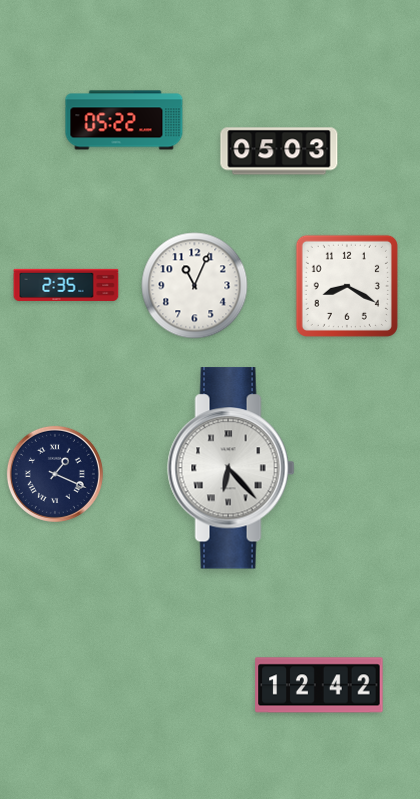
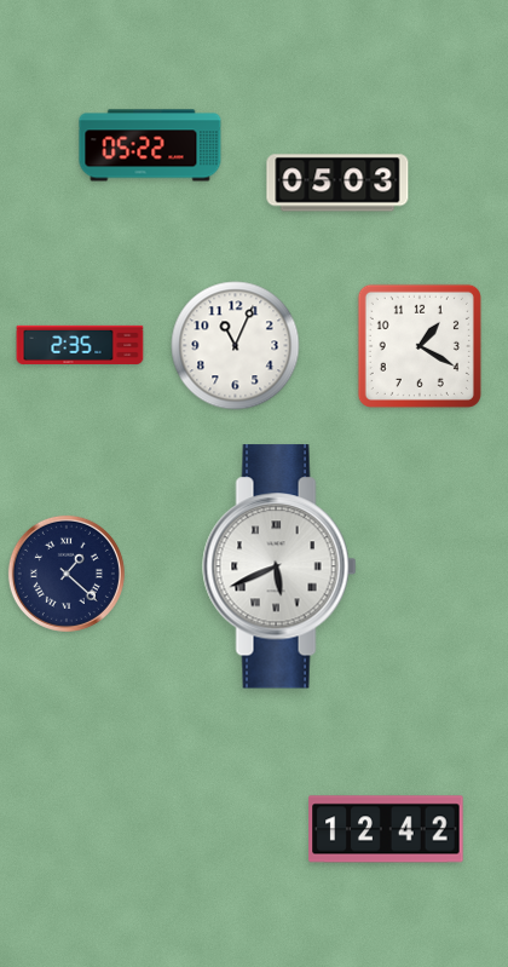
clock at (347, 286): 8:20 -> 1:20
clock at (231, 468): 6:23 -> 5:41
clock at (55, 474): 1:19 -> 1:22
